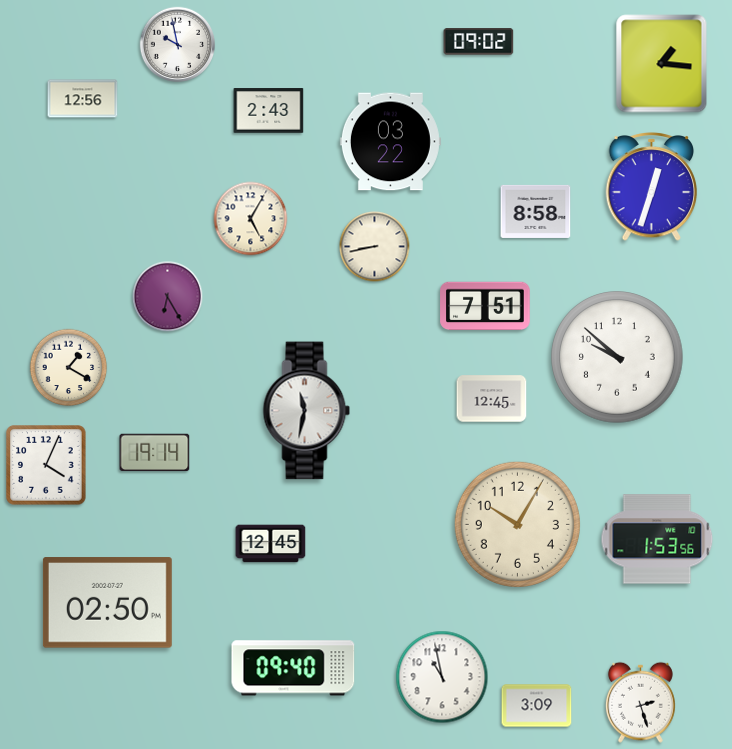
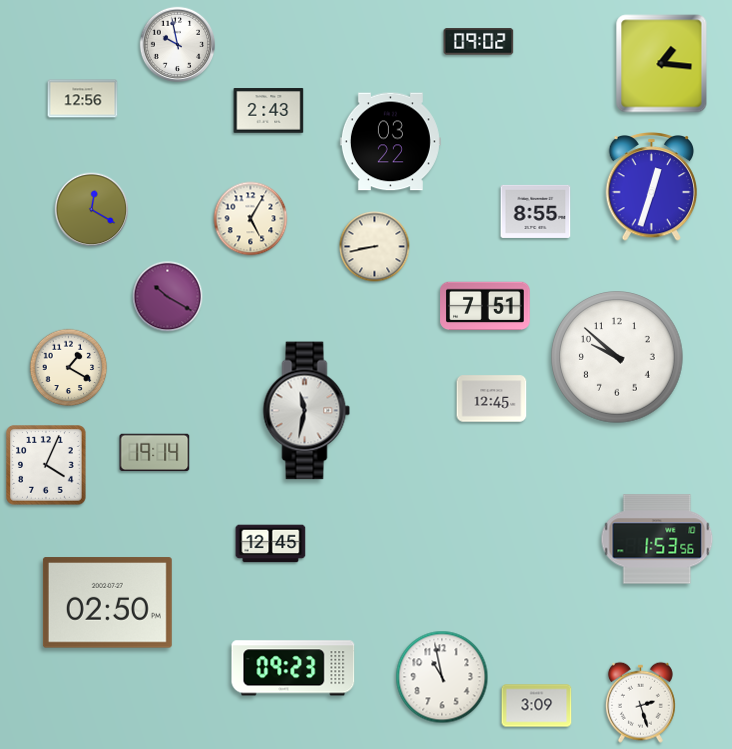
clock at (92, 210): none -> 12:20
clock at (536, 211): 8:58 -> 8:55
clock at (168, 297): 6:25 -> 10:20
clock at (517, 524): 10:05 -> none
clock at (293, 668): 09:40 -> 09:23
